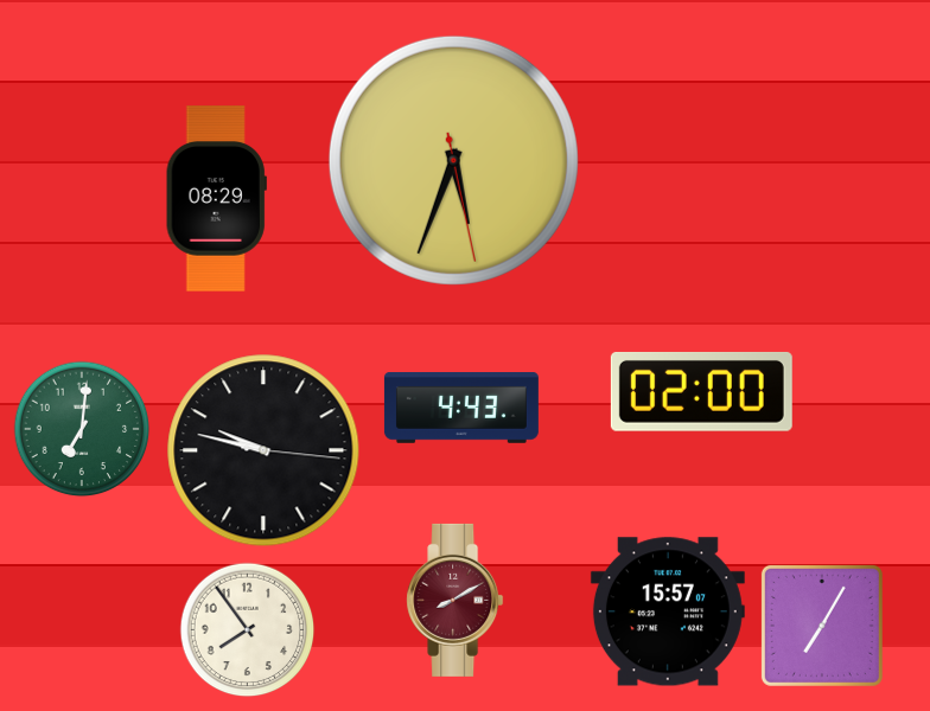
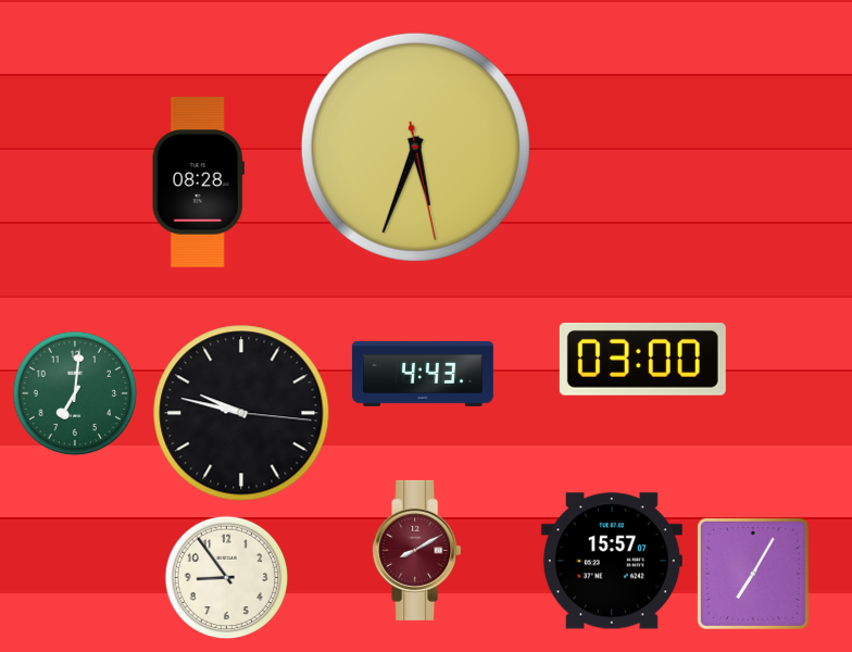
clock at (216, 199): 08:29 -> 08:28
clock at (701, 391): 02:00 -> 03:00
clock at (248, 630): 7:54 -> 8:54
